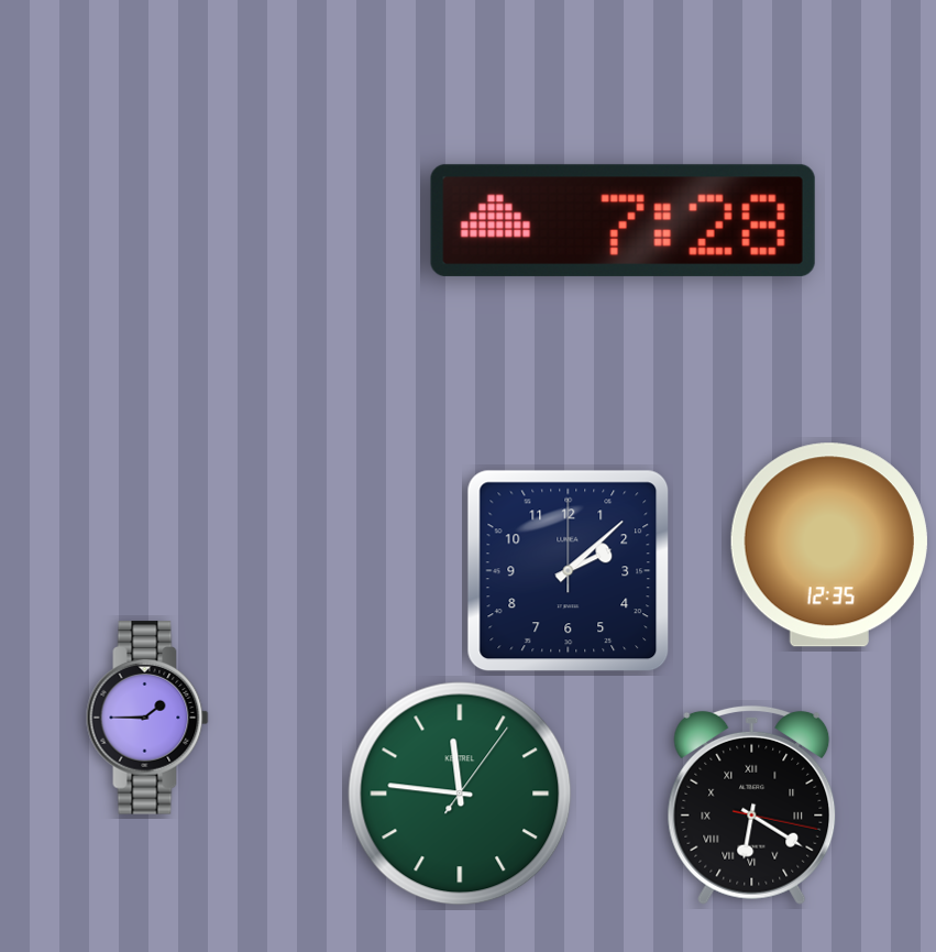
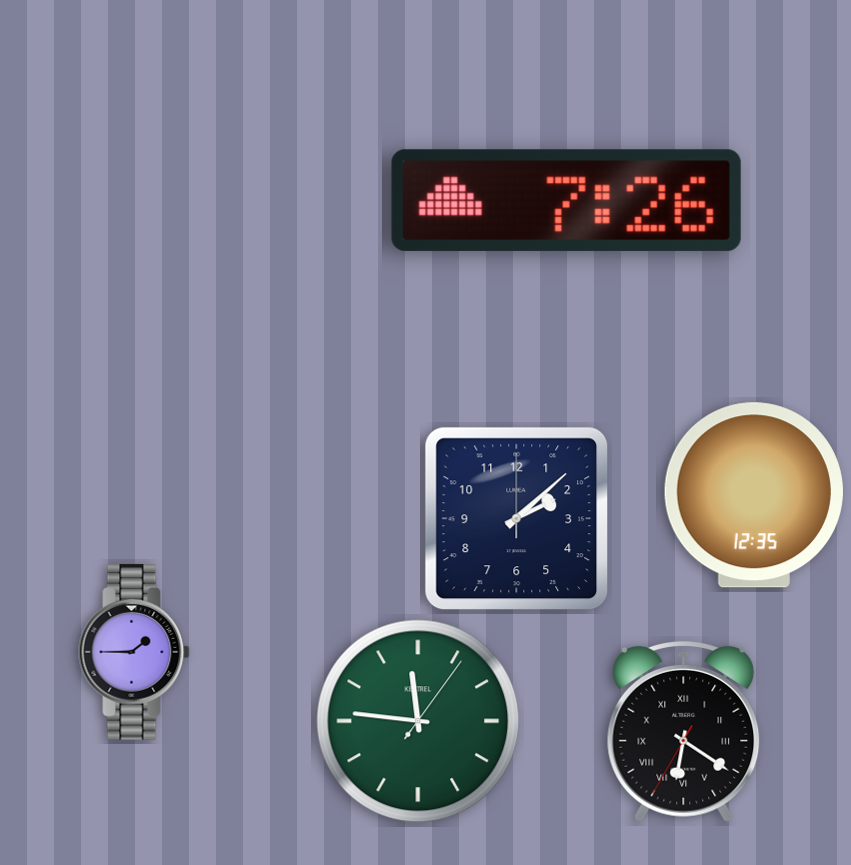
clock at (623, 220): 7:28 -> 7:26
clock at (752, 805): 6:20:17 -> 6:20:35
